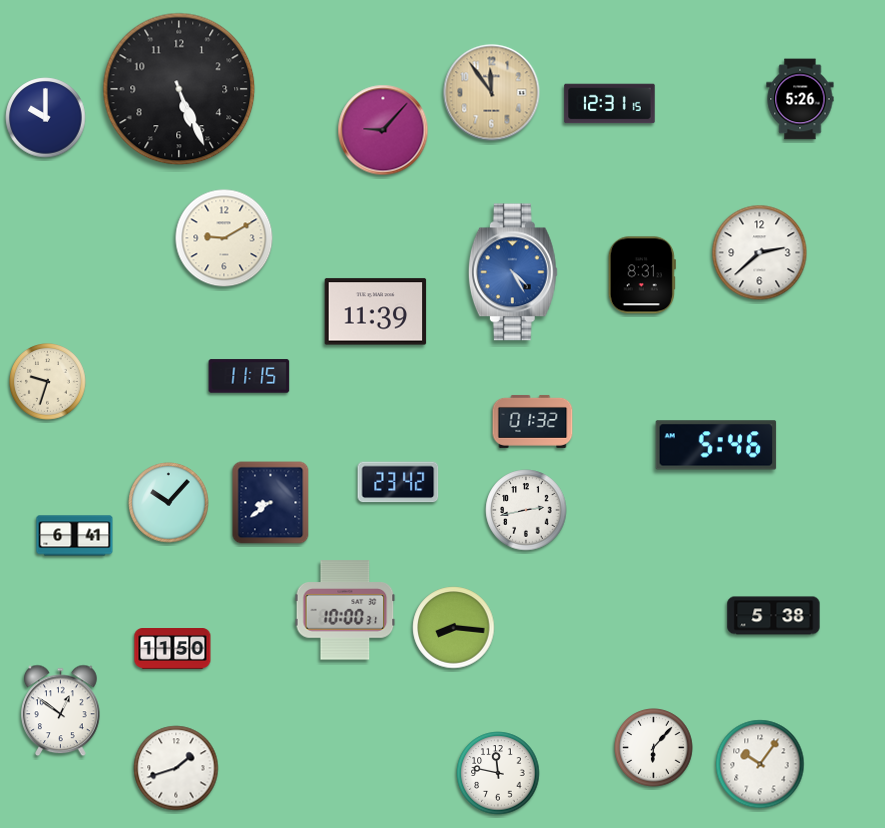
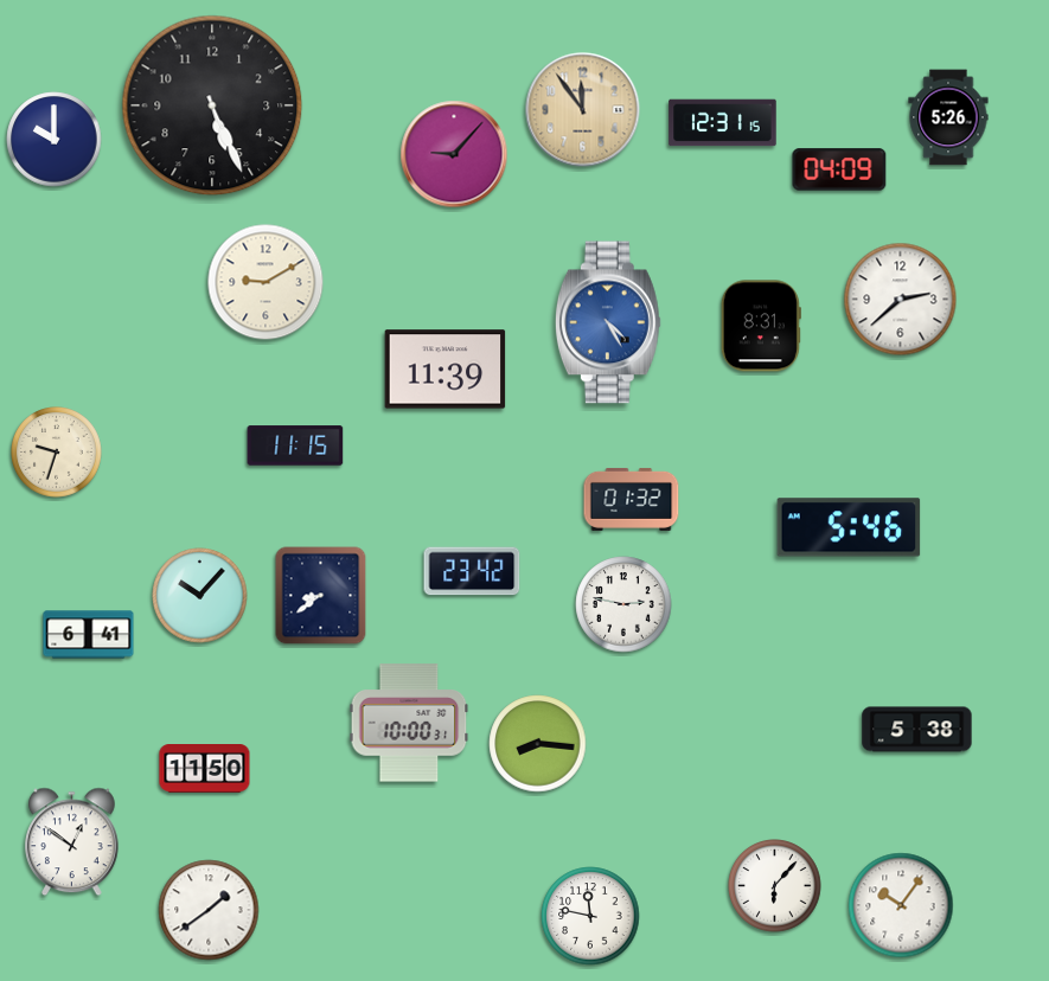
clock at (839, 169): none -> 04:09
clock at (526, 510): 2:43 -> 2:47
clock at (176, 768): 1:42 -> 1:39
